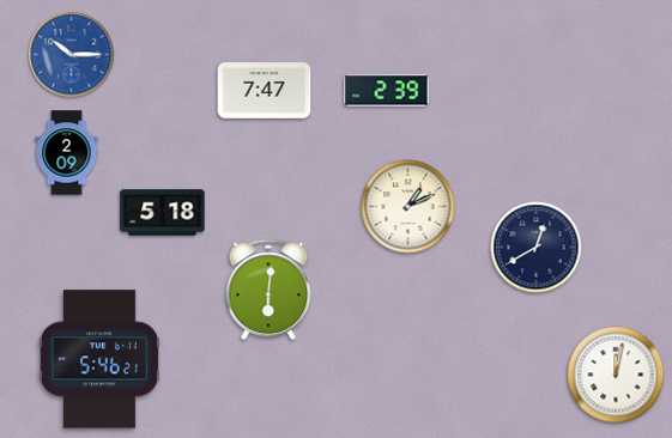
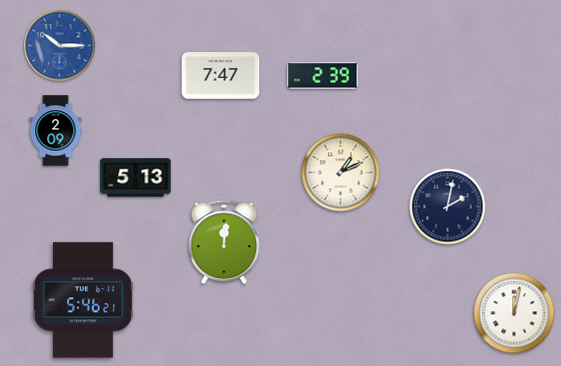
clock at (67, 153) position: (67, 153) -> (56, 131)
clock at (163, 213): 5:18 -> 5:13
clock at (537, 248): 12:40 -> 2:02
clock at (268, 290): 6:01 -> 12:01
